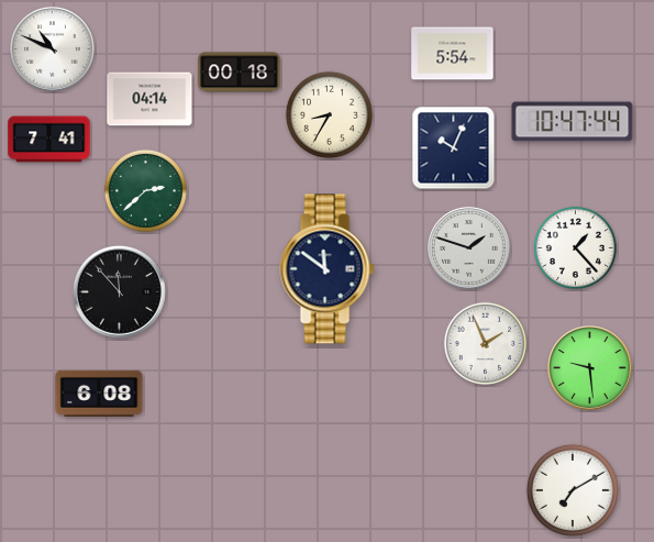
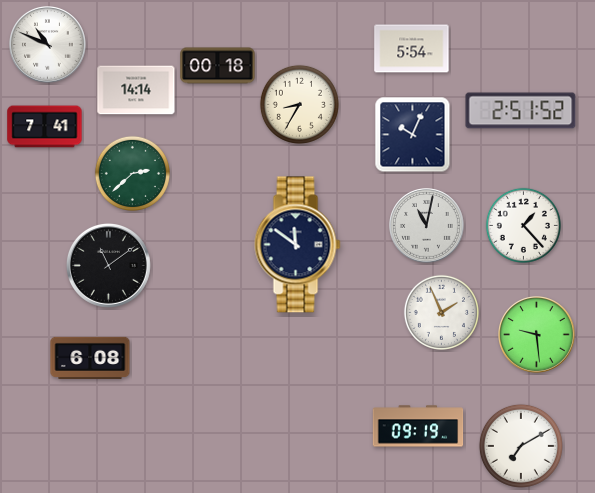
clock at (149, 99): 04:14 -> 14:14
clock at (573, 122): 10:47 -> 2:51
clock at (469, 248): 1:48 -> 11:02
clock at (119, 291): 11:53 -> 11:09
clock at (418, 426): none -> 09:19
